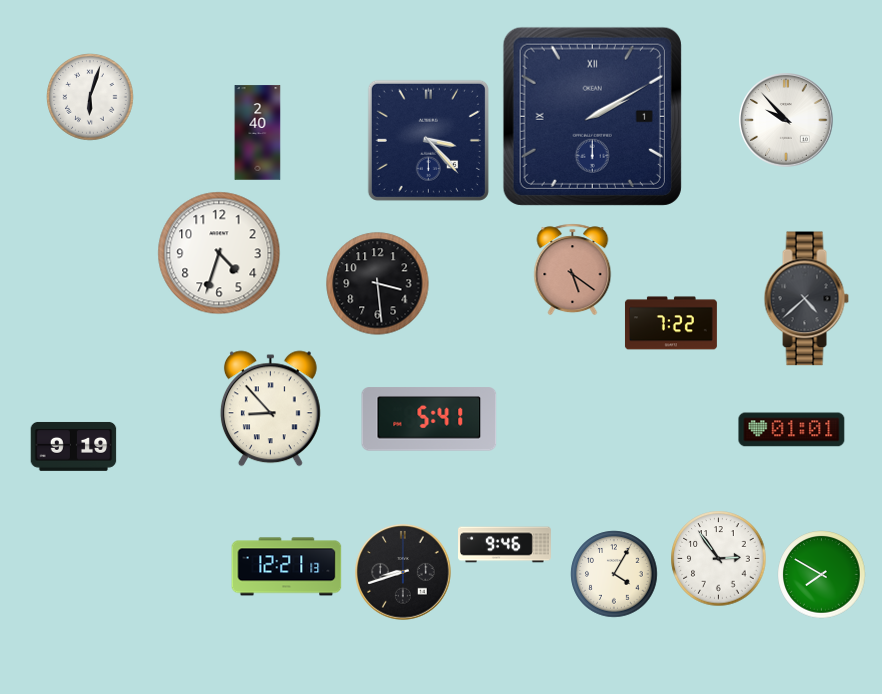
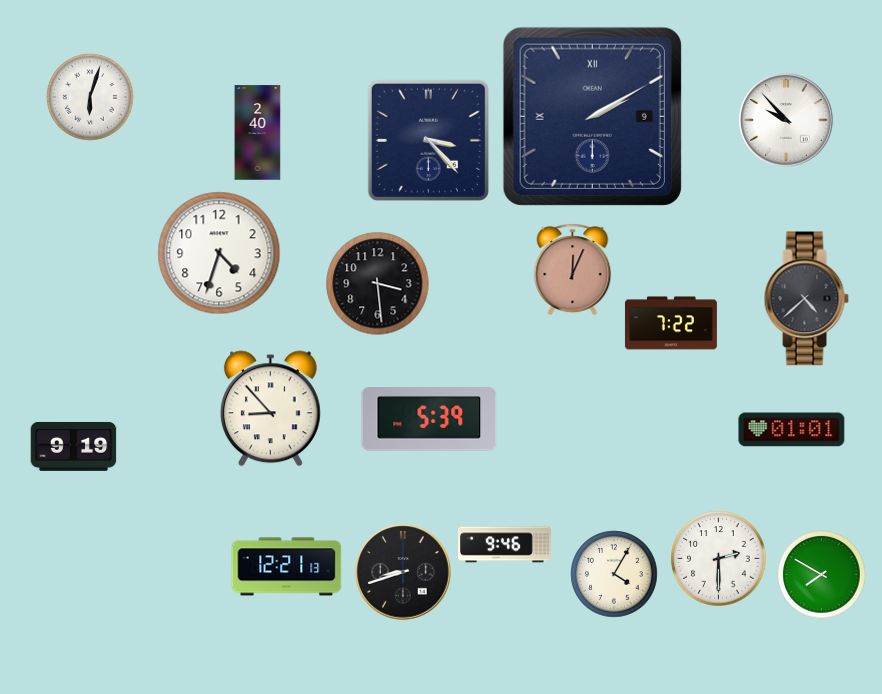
clock at (592, 116) date: 1 -> 9
clock at (573, 270): 5:21 -> 12:04
clock at (429, 419): 5:41 -> 5:39
clock at (719, 559): 2:54 -> 2:30
